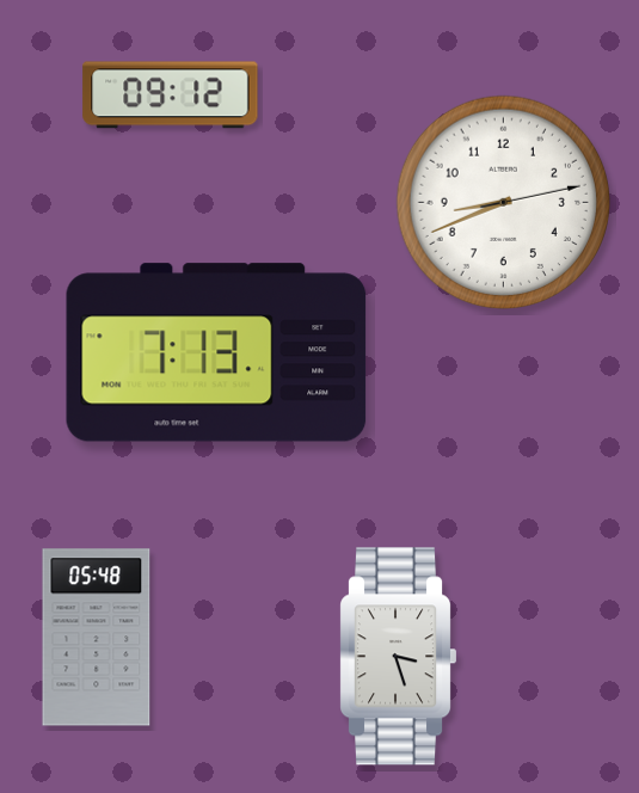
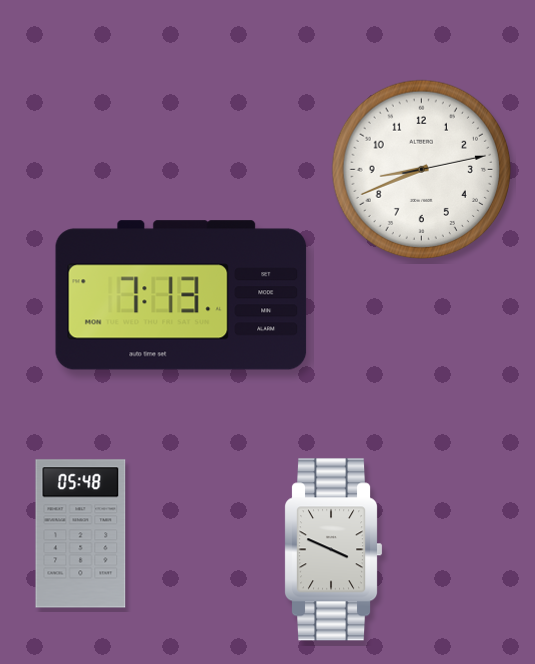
clock at (171, 96): 09:12 -> none
clock at (399, 657): 3:27 -> 3:49
